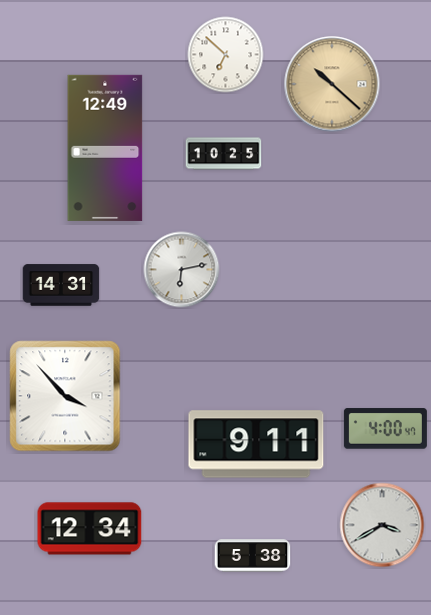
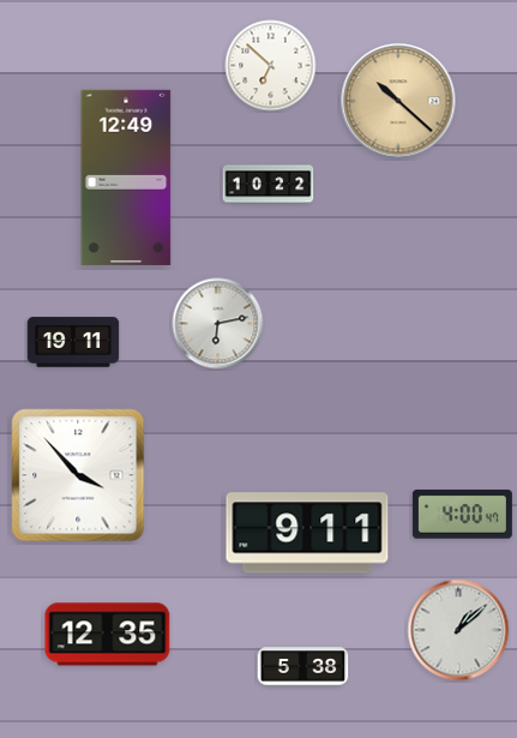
clock at (224, 154): 10:25 -> 10:22
clock at (61, 285): 14:31 -> 19:11
clock at (382, 525): 3:40 -> 1:08
clock at (90, 529): 12:34 -> 12:35
